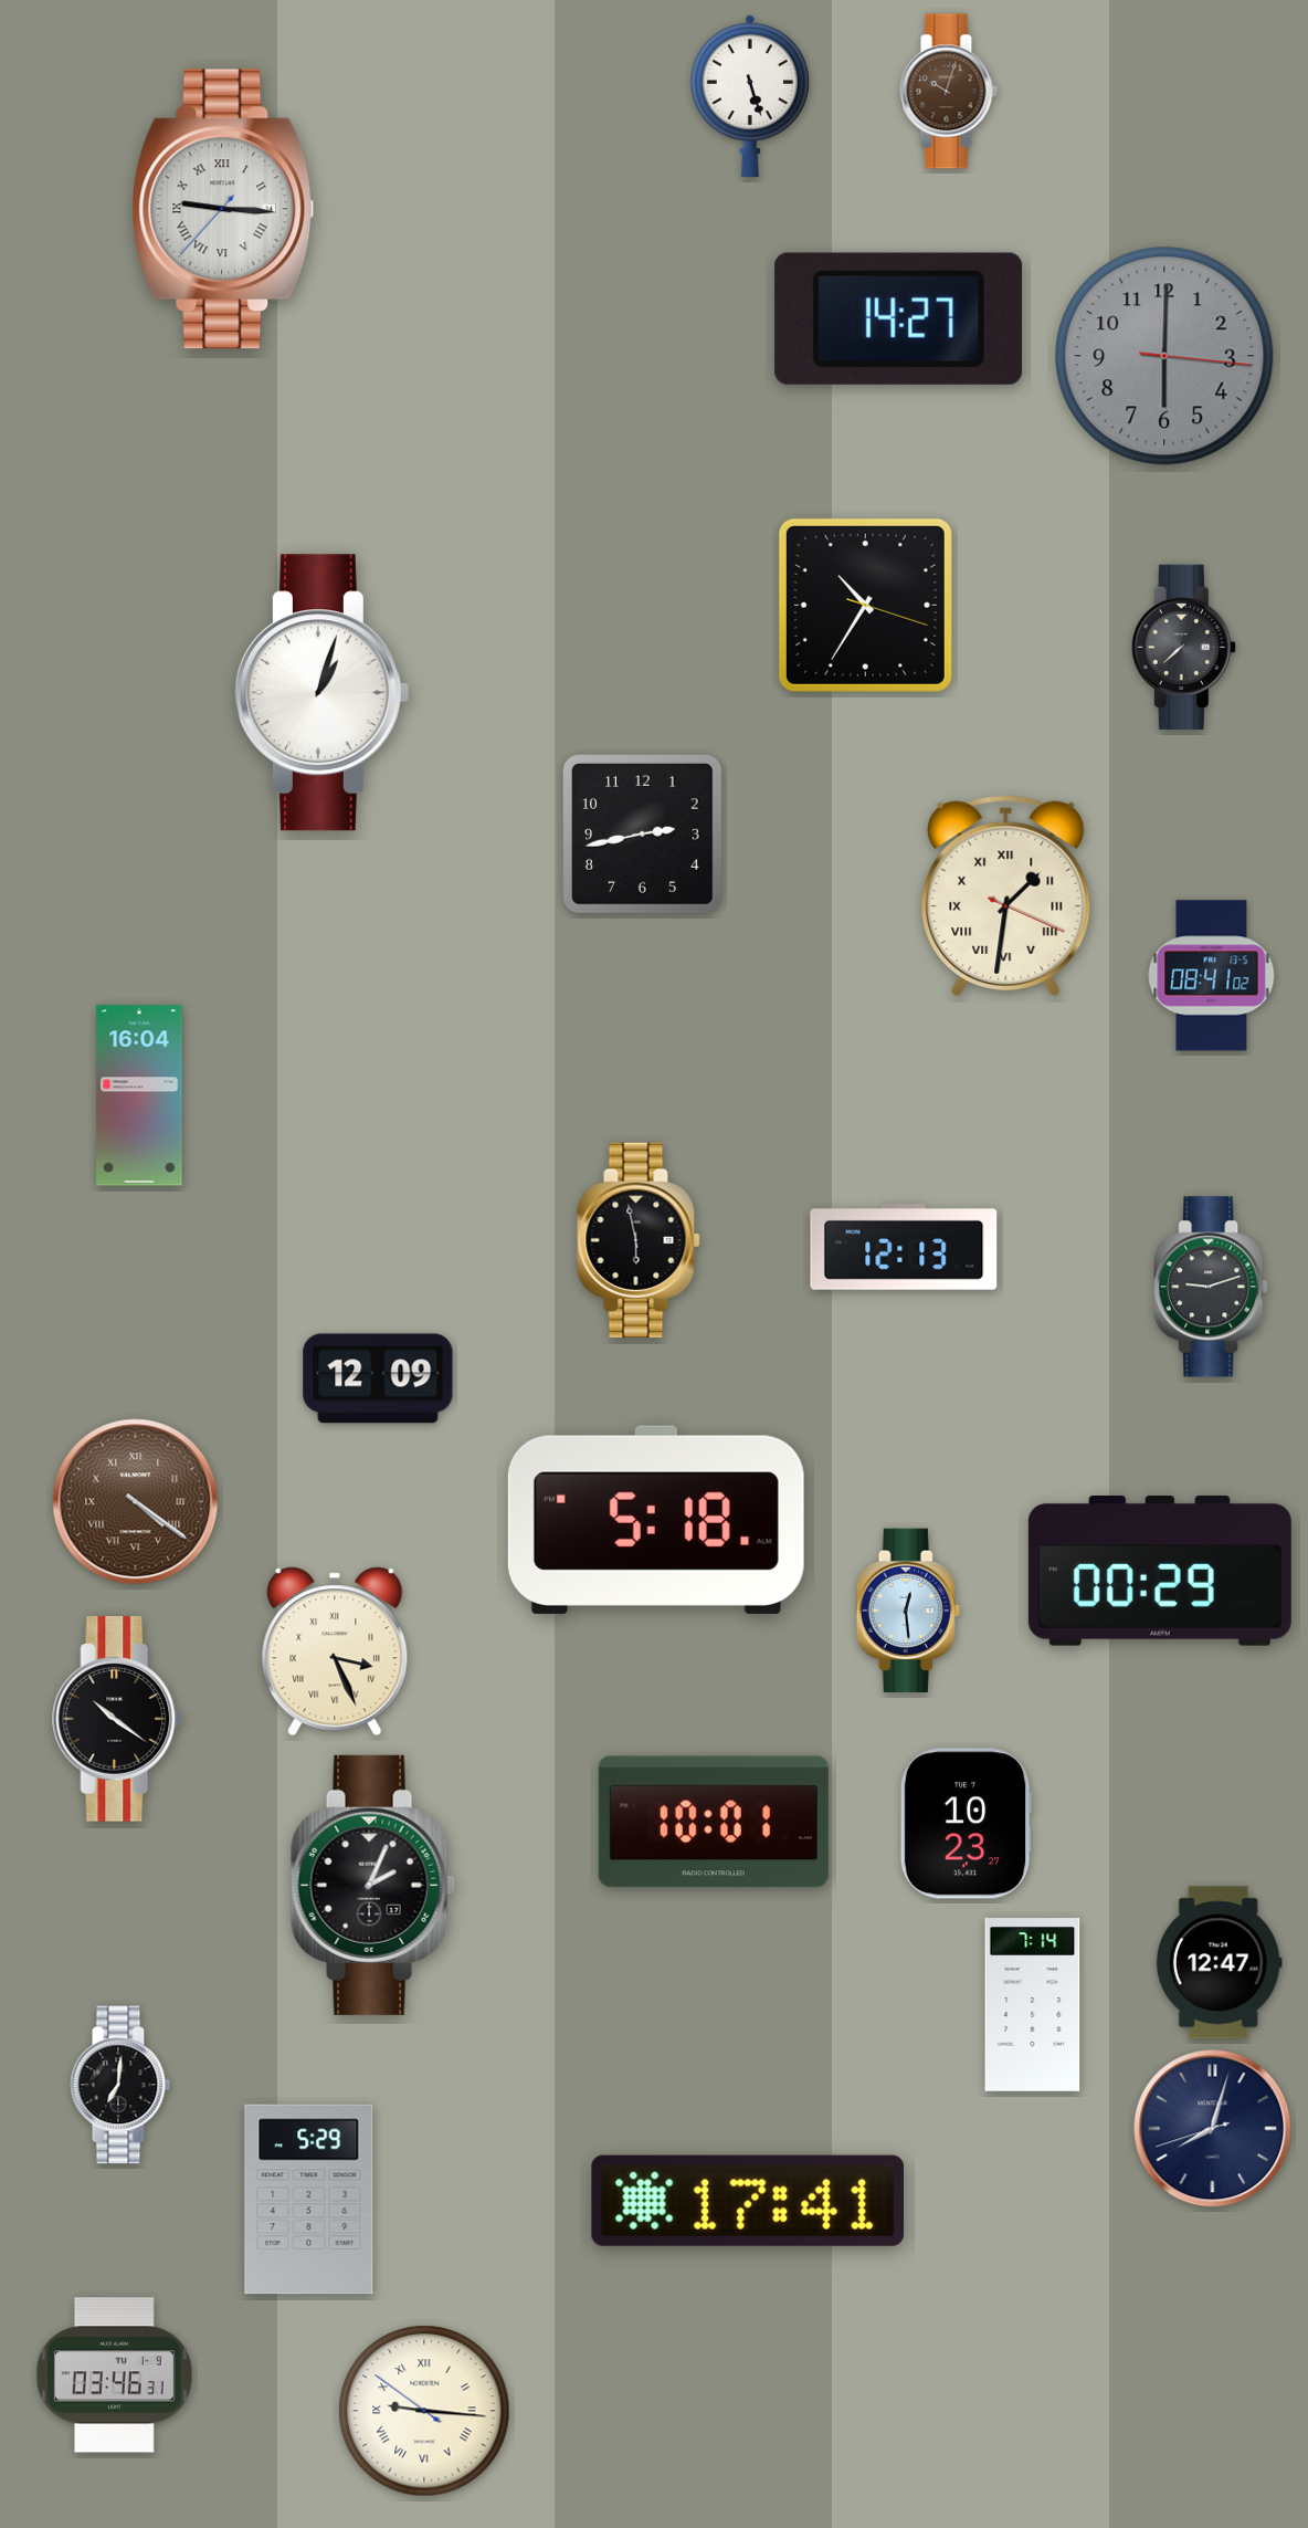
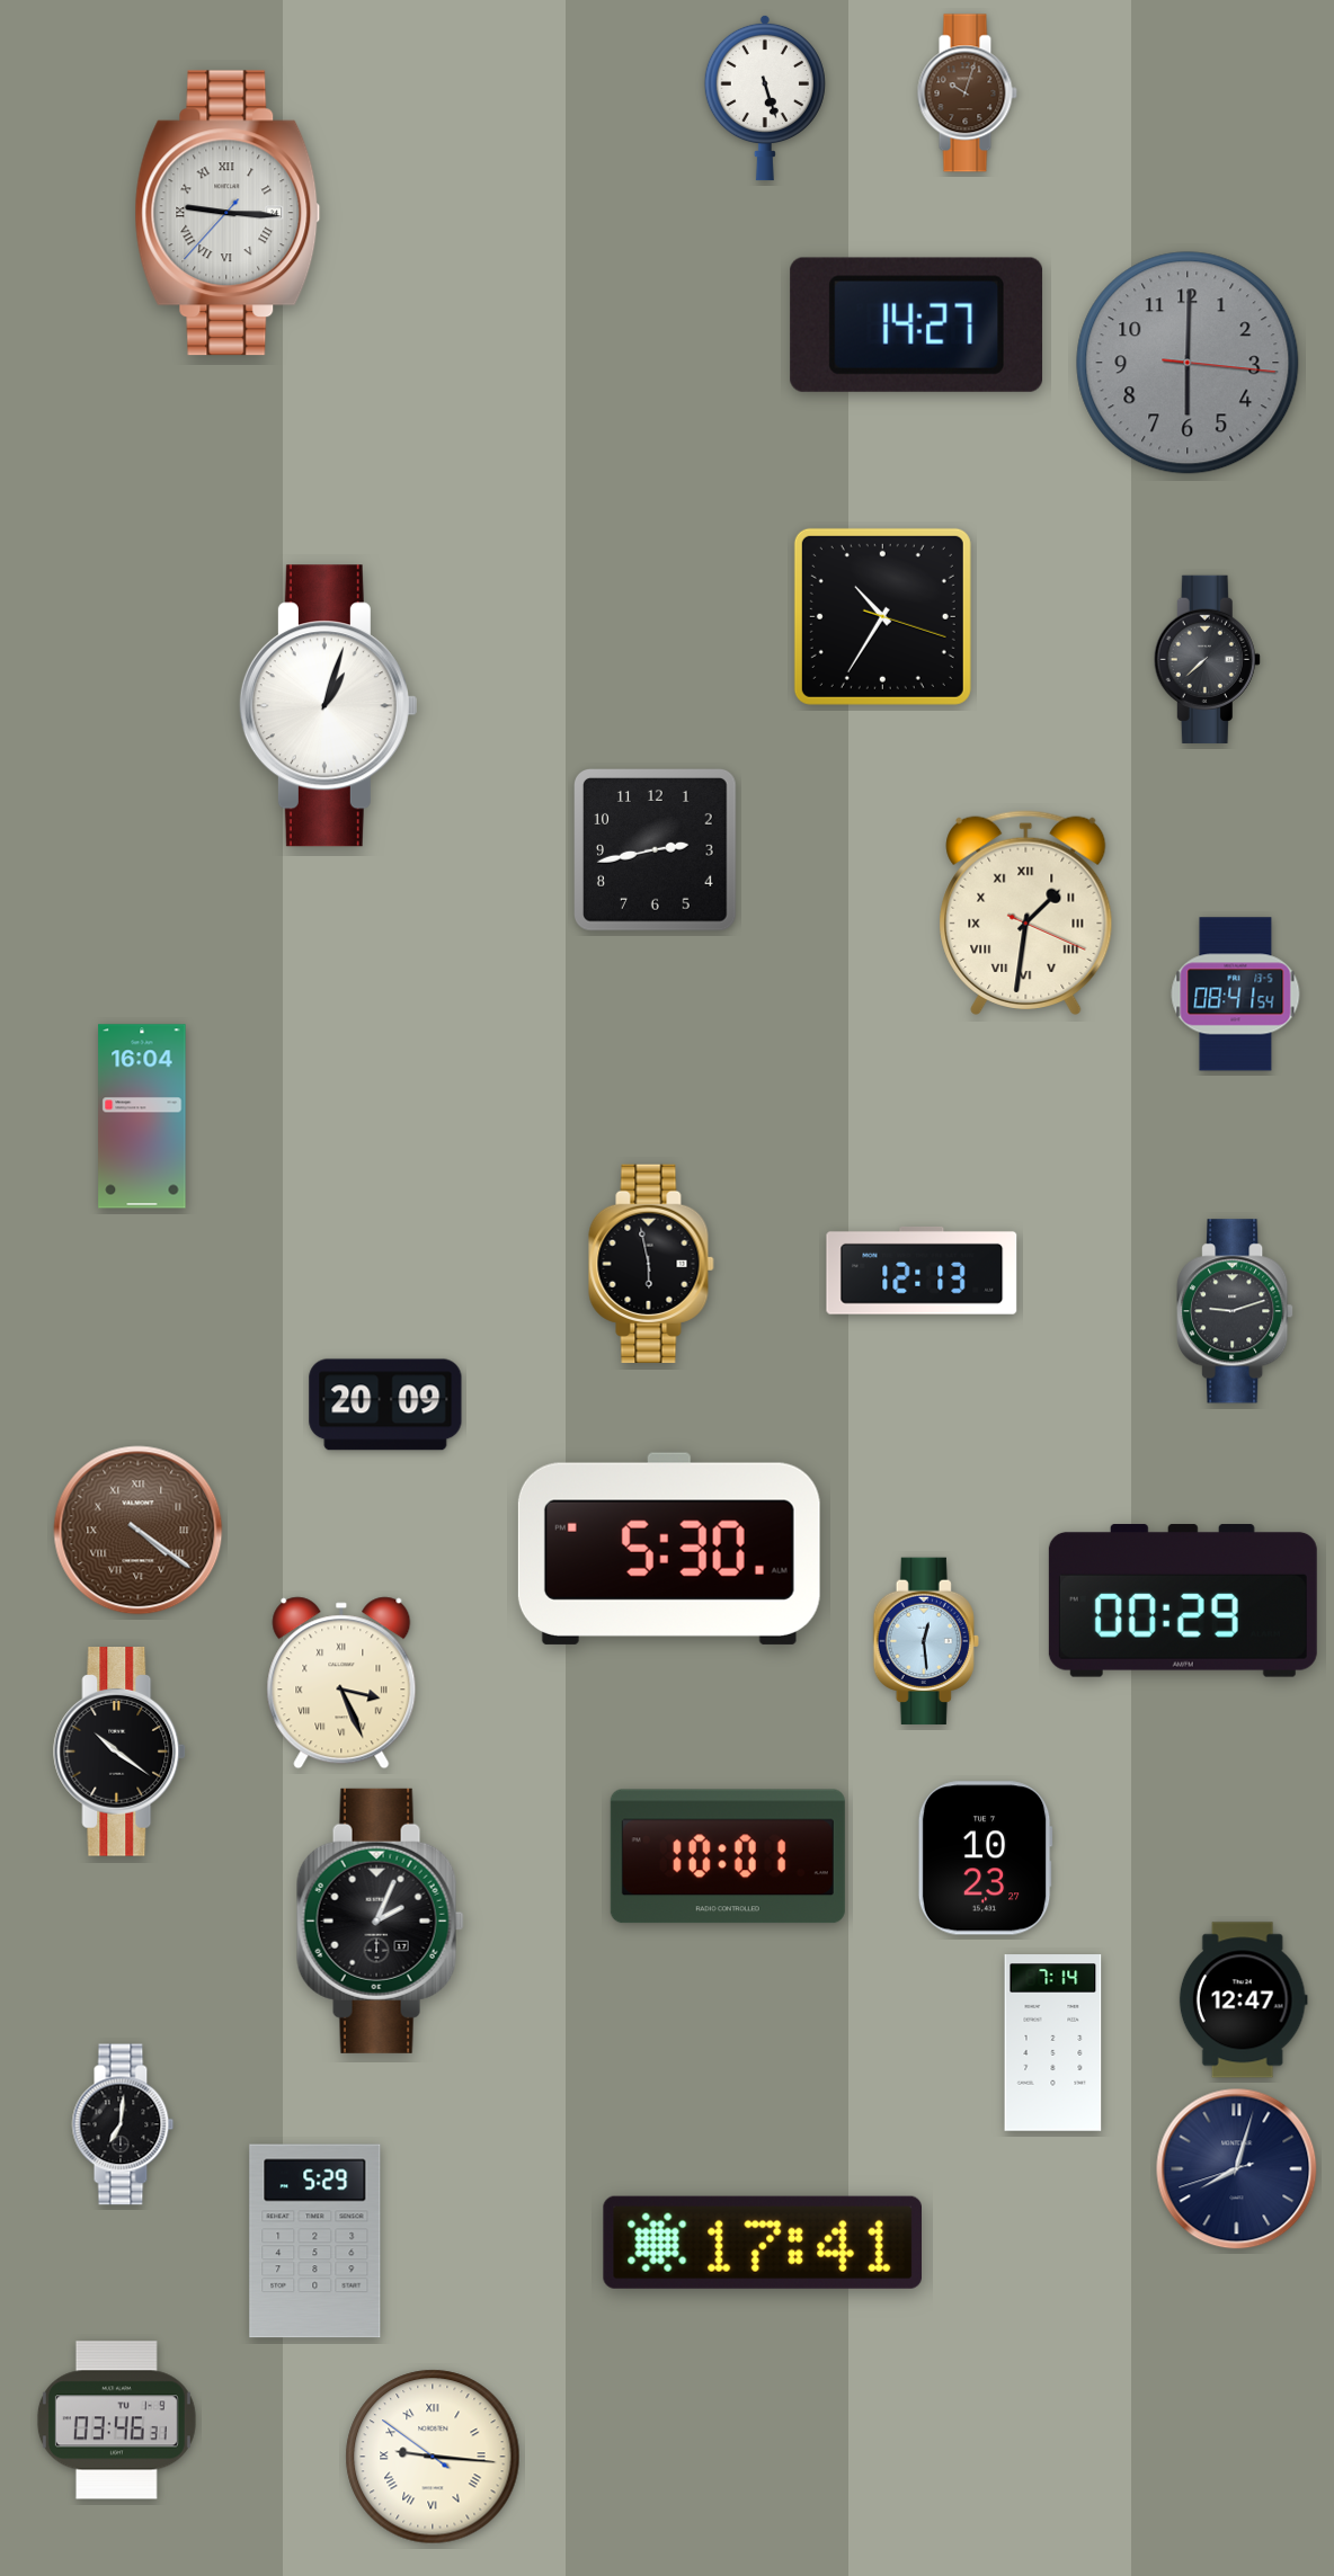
clock at (1212, 976): 08:41:02 -> 08:41:54
clock at (378, 1378): 12:09 -> 20:09
clock at (656, 1520): 5:18 -> 5:30
